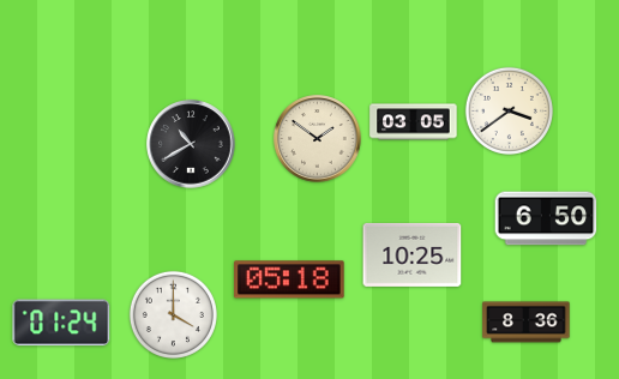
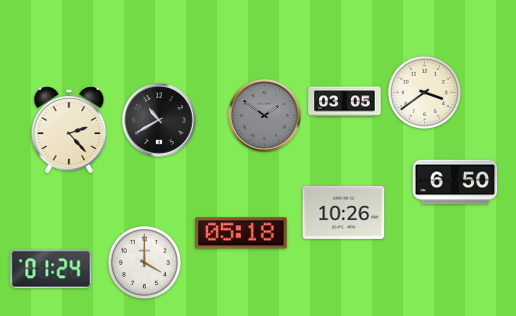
clock at (318, 139) dial: cream -> grey
clock at (69, 130): none -> 2:23
clock at (413, 254): 10:25 -> 10:26
clock at (527, 323): 8:36 -> none
